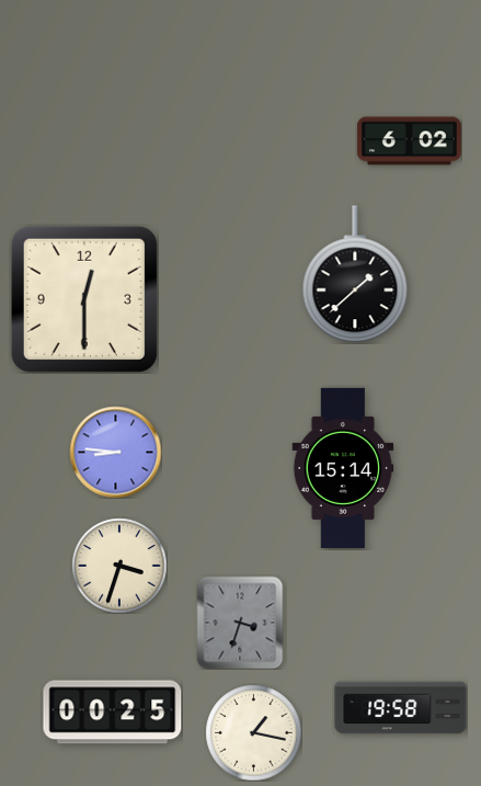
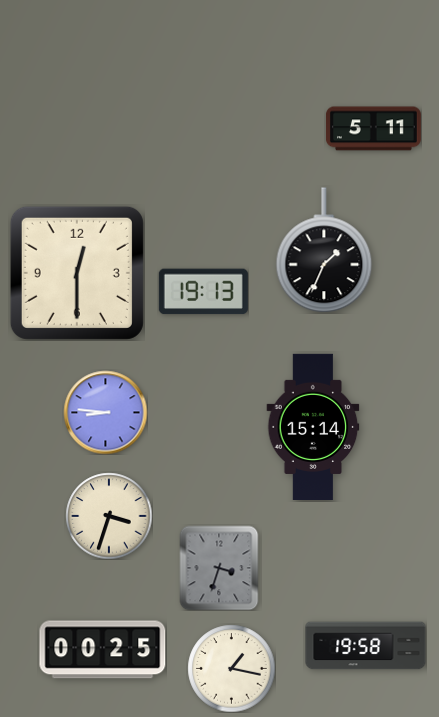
clock at (409, 141): 6:02 -> 5:11
clock at (355, 274): 1:38 -> 1:34
clock at (203, 292): none -> 19:13
